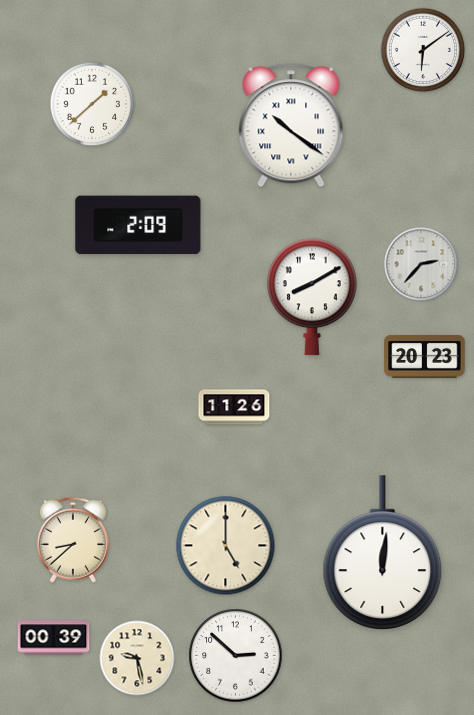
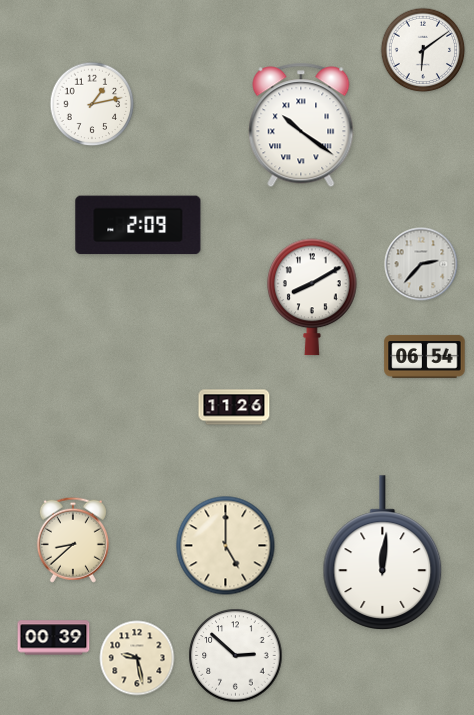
clock at (92, 104): 1:38 -> 1:13
clock at (291, 125) position: (291, 125) -> (301, 125)
clock at (425, 356): 20:23 -> 06:54
